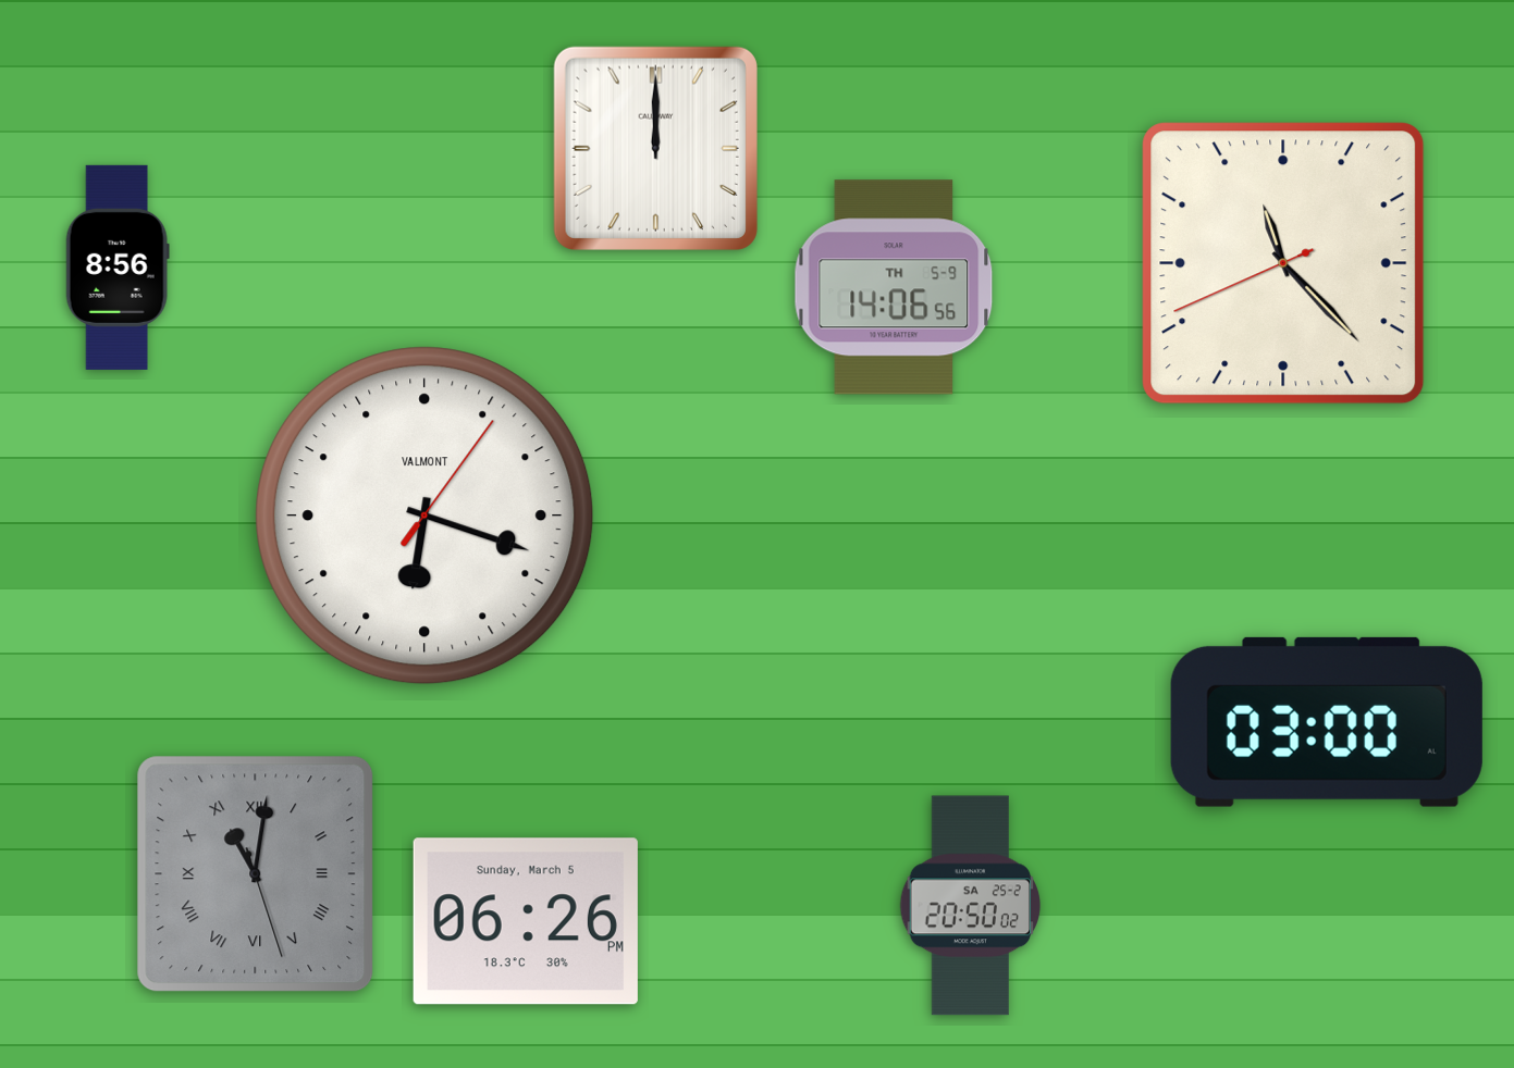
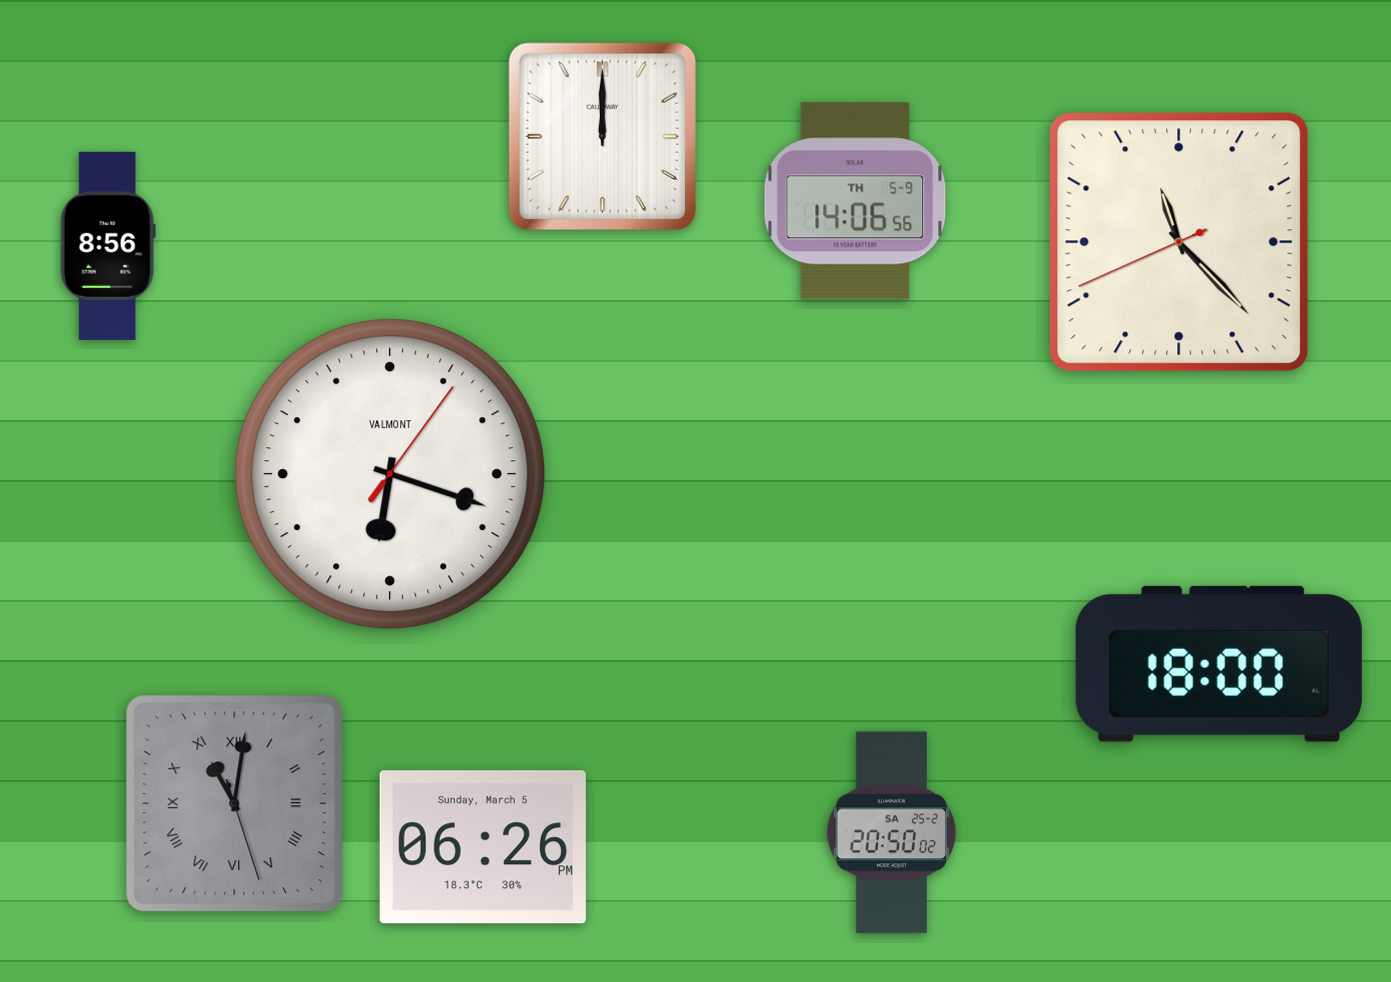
clock at (894, 287) position: (894, 287) -> (855, 201)
clock at (1327, 722): 03:00 -> 18:00
